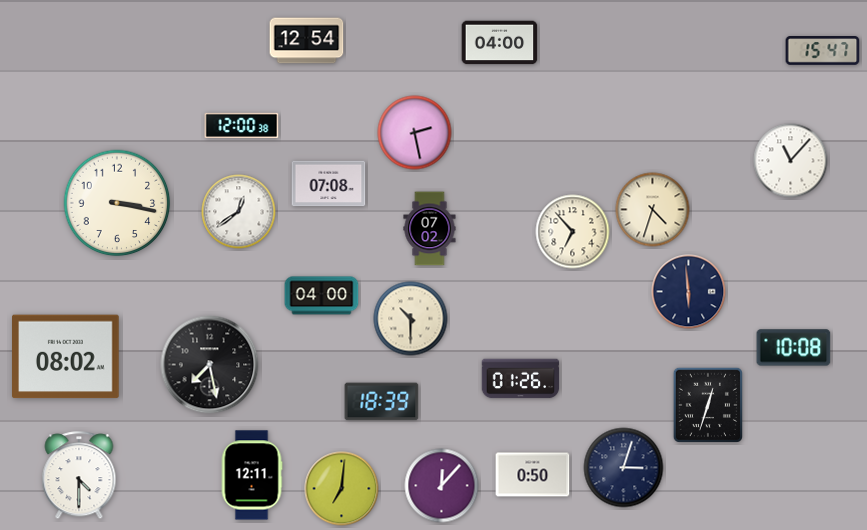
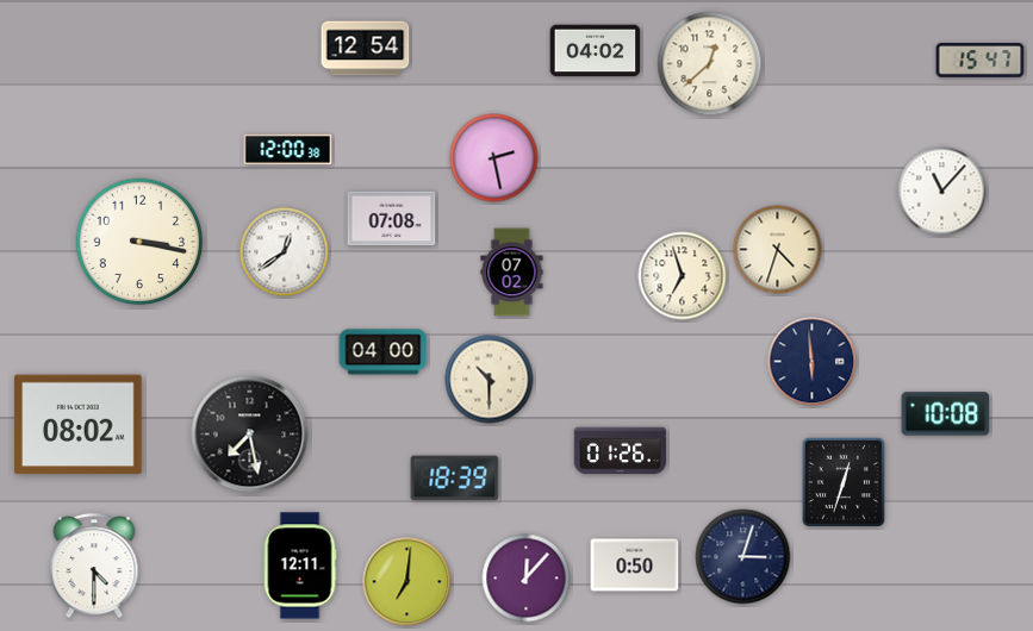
clock at (500, 43): 04:00 -> 04:02
clock at (710, 64): none -> 12:38
clock at (573, 232): 6:53 -> 6:57
clock at (689, 292) position: (689, 292) -> (813, 362)
